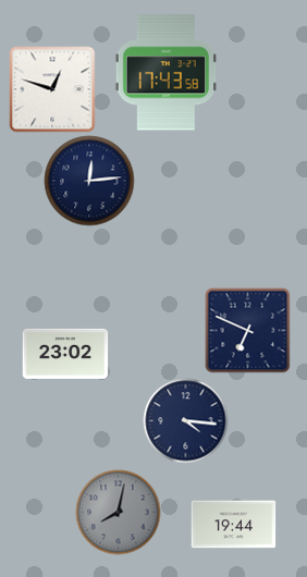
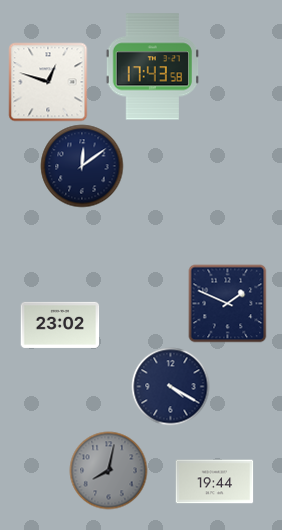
clock at (89, 181): 12:14 -> 12:09
clock at (247, 330): 6:49 -> 1:49
clock at (185, 420): 4:16 -> 4:20
